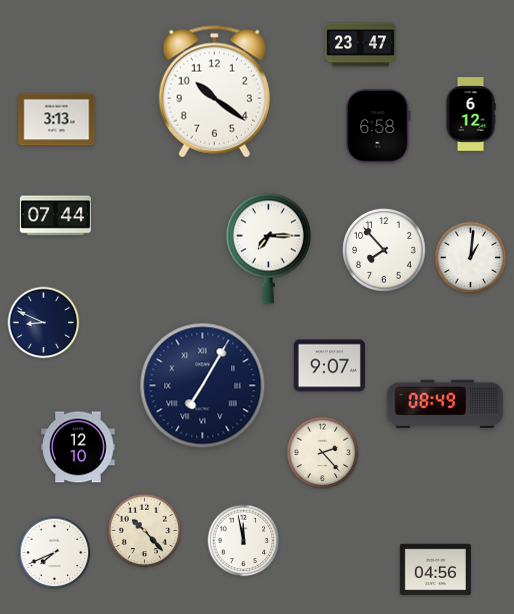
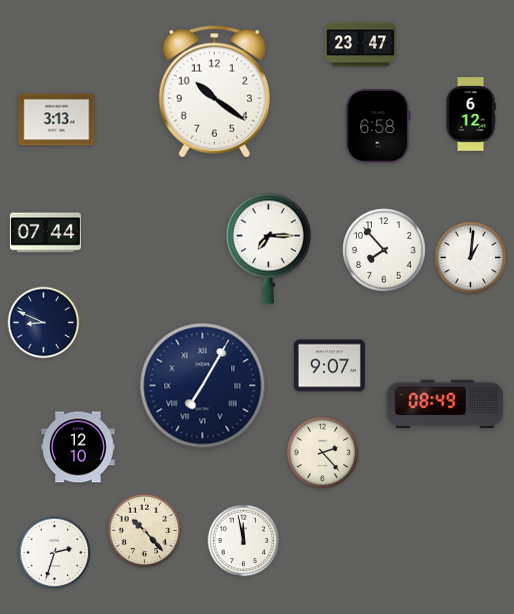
clock at (55, 216) position: (55, 216) -> (45, 233)
clock at (55, 553): 7:41 -> 2:33
clock at (435, 570): 04:56 -> none
